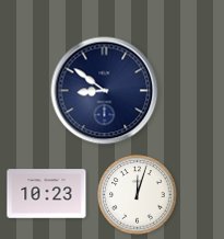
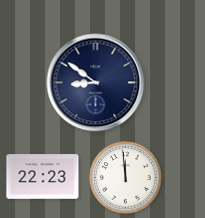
clock at (47, 194): 10:23 -> 22:23
clock at (138, 195): 12:03 -> 11:59
